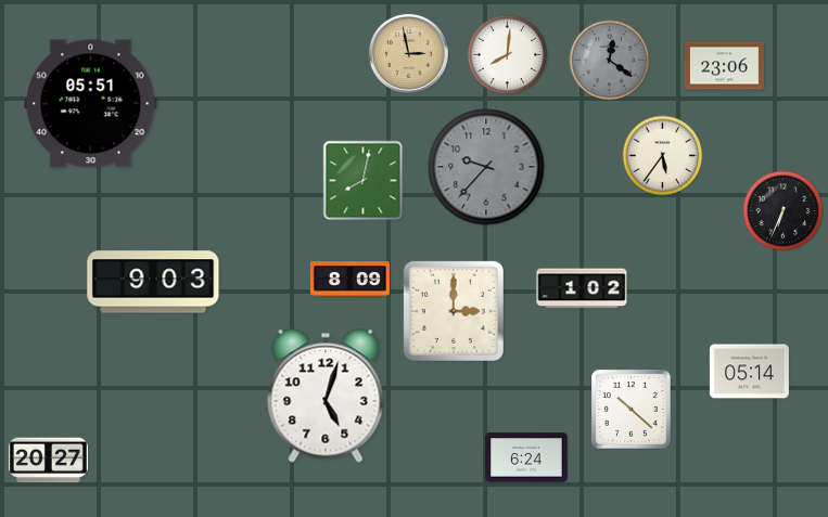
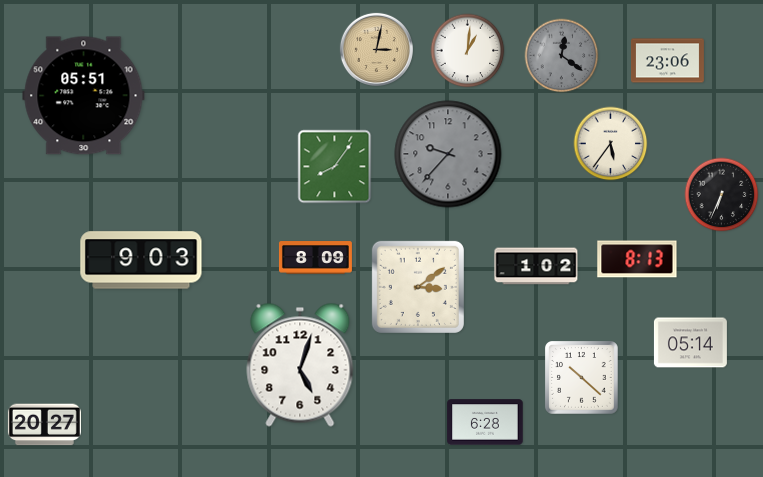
clock at (408, 53): 2:58 -> 3:02
clock at (508, 55): 8:01 -> 1:01
clock at (364, 181): 8:02 -> 8:06
clock at (349, 280) position: (349, 280) -> (315, 258)
clock at (637, 259): none -> 8:13
clock at (454, 311): 3:00 -> 3:09
clock at (526, 457): 6:24 -> 6:28
